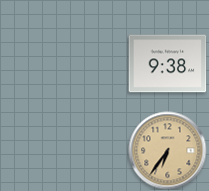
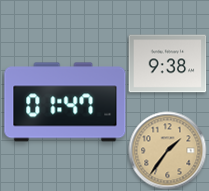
clock at (65, 102): none -> 01:47
clock at (167, 150): 6:36 -> 1:36
